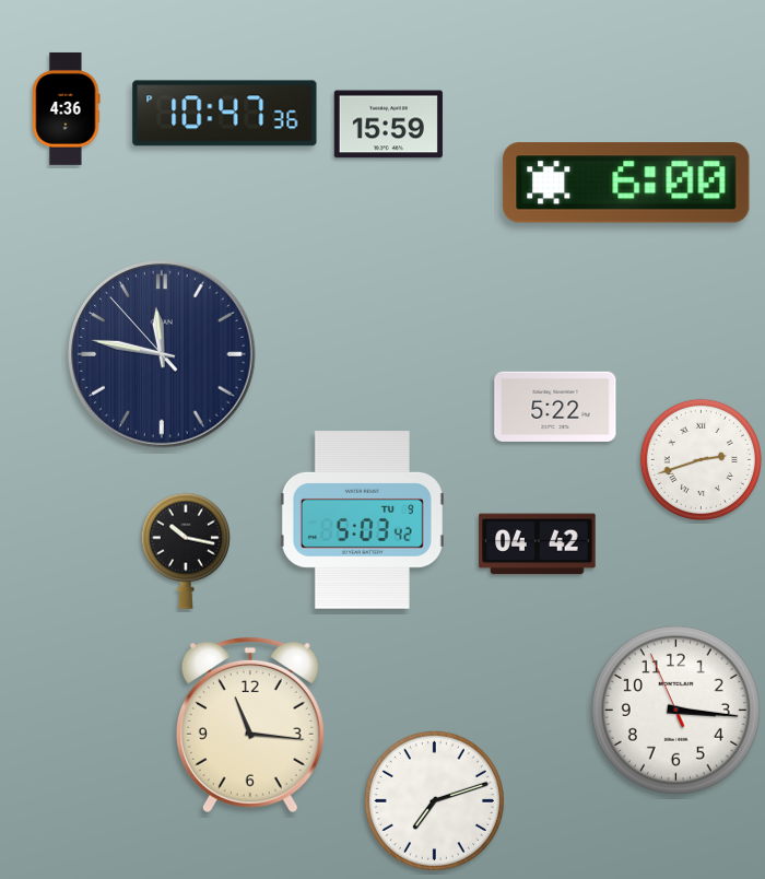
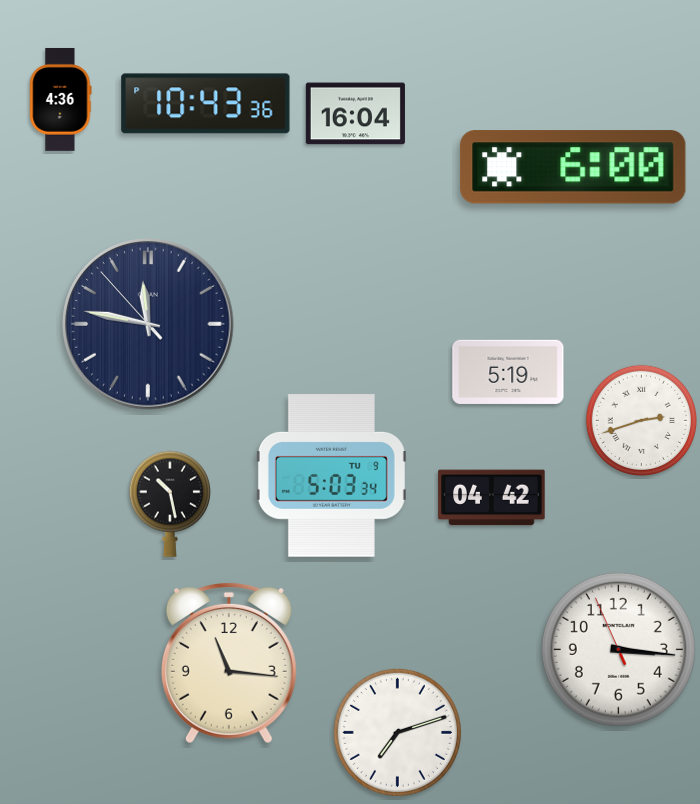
clock at (225, 114): 10:47 -> 10:43
clock at (388, 125): 15:59 -> 16:04
clock at (555, 407): 5:22 -> 5:19
clock at (362, 520): 5:03:42 -> 5:03:34
clock at (186, 551): 10:17 -> 10:28
